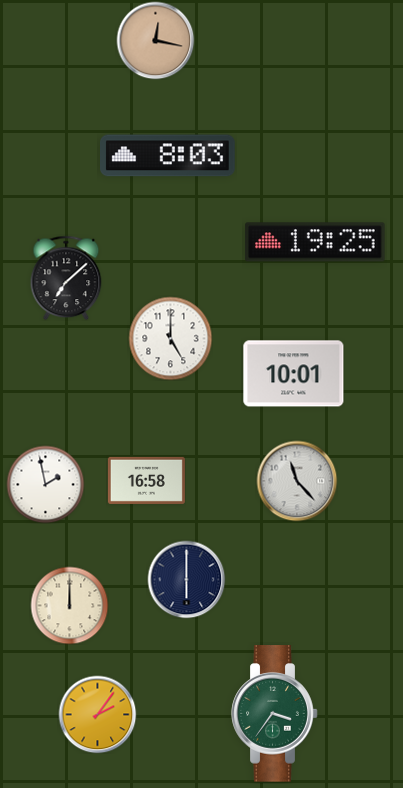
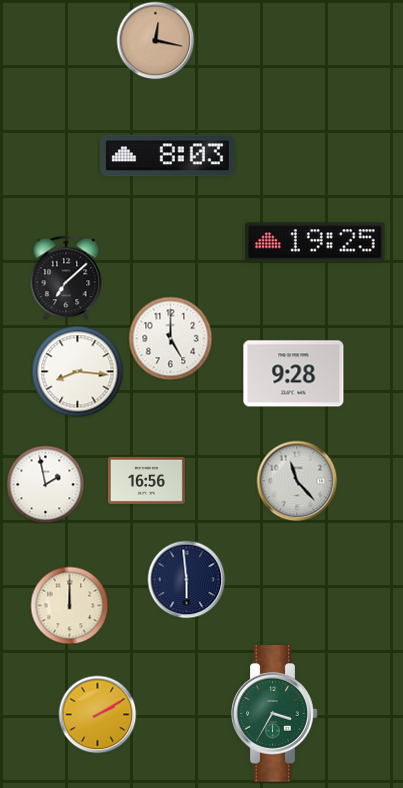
clock at (77, 371): none -> 8:16
clock at (294, 374): 10:01 -> 9:28
clock at (146, 480): 16:58 -> 16:56
clock at (186, 579): 6:00 -> 5:59
clock at (97, 714): 2:06 -> 2:10
clock at (275, 714): 3:36 -> 3:35
